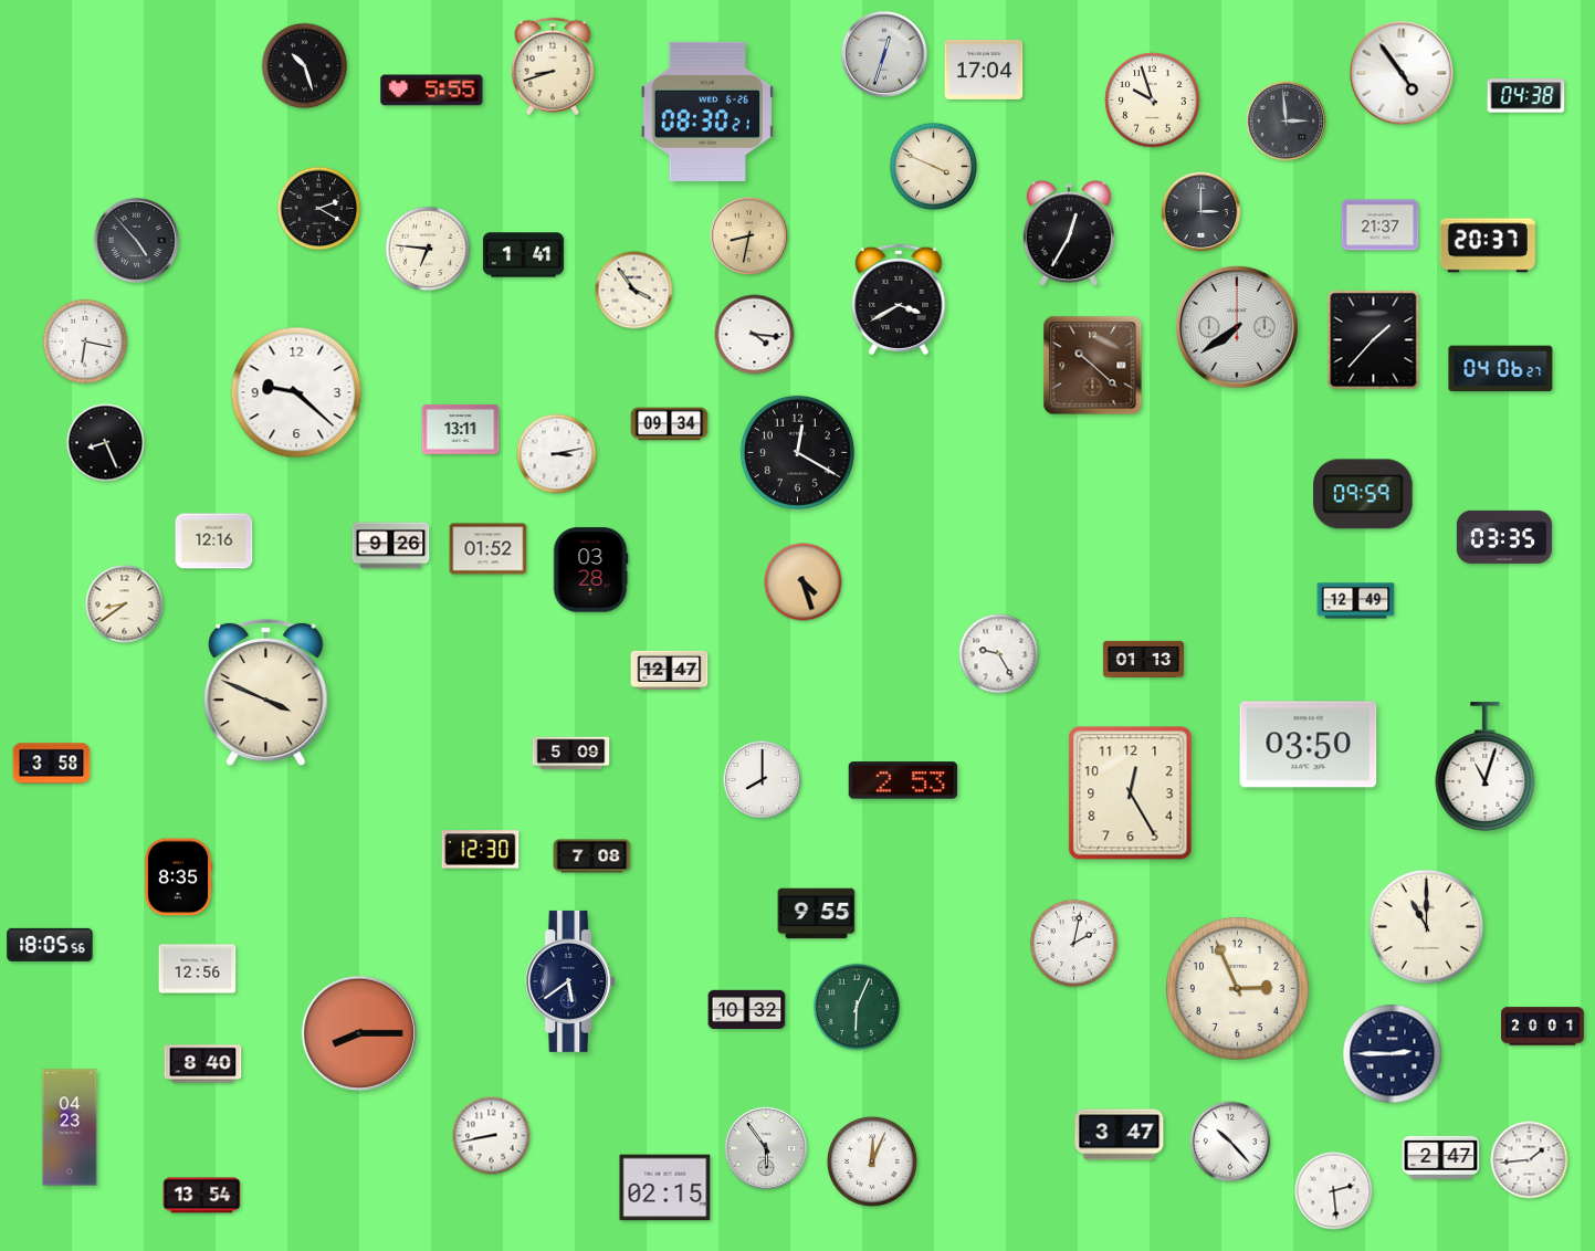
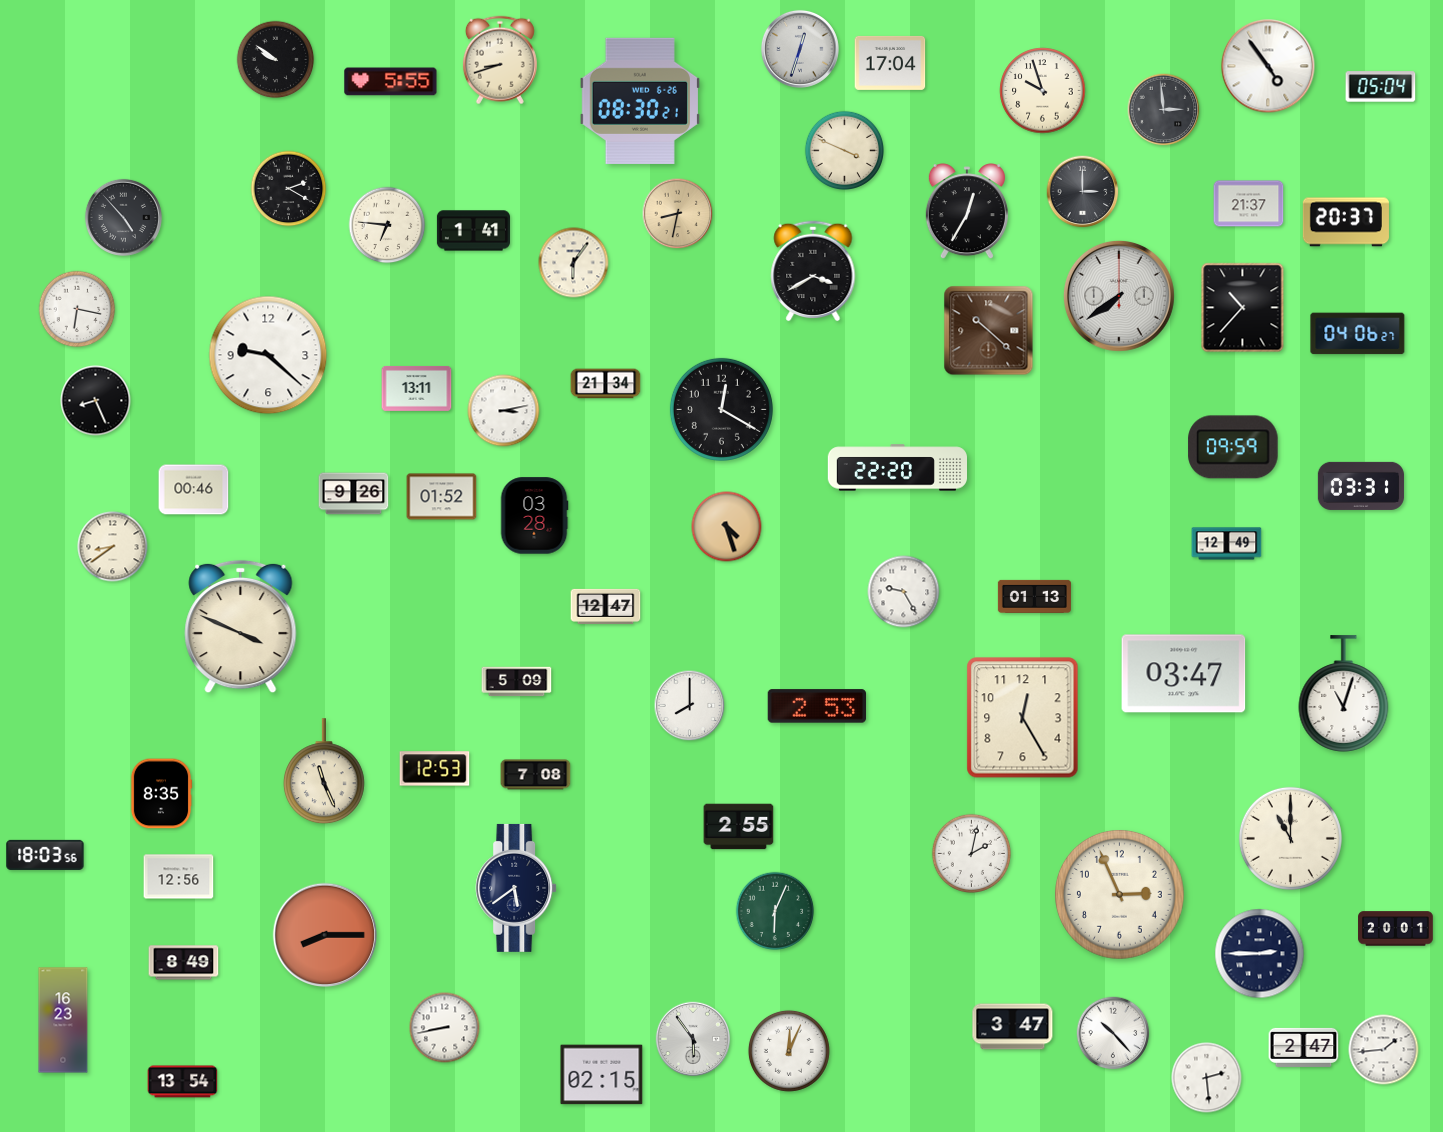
clock at (305, 66): 10:27 -> 9:51
clock at (1526, 96): 04:38 -> 05:04
clock at (1202, 212) position: (1202, 212) -> (1083, 192)
clock at (634, 291): 3:54 -> 6:06
clock at (755, 335): 4:16 -> none
clock at (1374, 340): 1:37 -> 10:37
clock at (670, 424): 09:34 -> 21:34
clock at (897, 468): none -> 22:20
clock at (1504, 537): 03:35 -> 03:31
clock at (214, 542): 12:16 -> 00:46
clock at (1309, 745): 03:50 -> 03:47
clock at (52, 764): 3:58 -> none
clock at (481, 850): 12:30 -> 12:53
clock at (324, 772): none -> 11:26
clock at (817, 914): 9:55 -> 2:55
clock at (50, 945): 18:05 -> 18:03
clock at (747, 1010): 10:32 -> none
clock at (203, 1064): 8:40 -> 8:49
clock at (70, 1127): 04:23 -> 16:23
